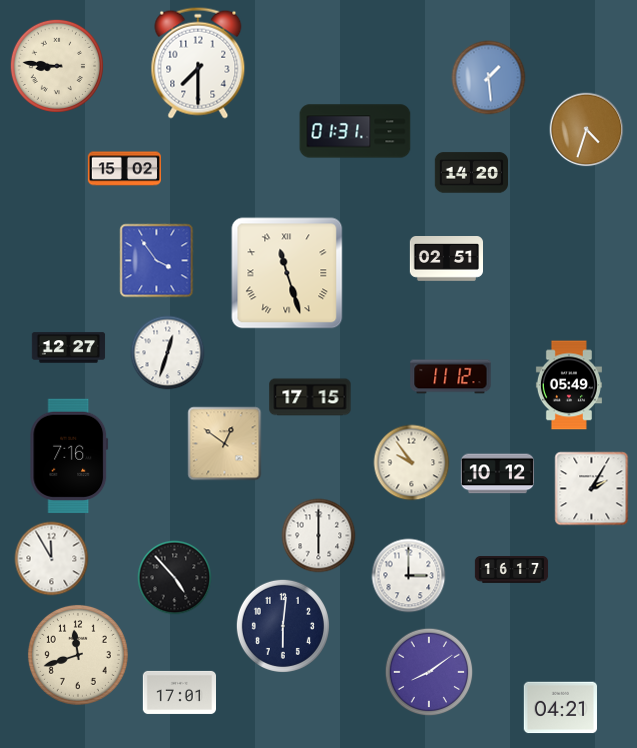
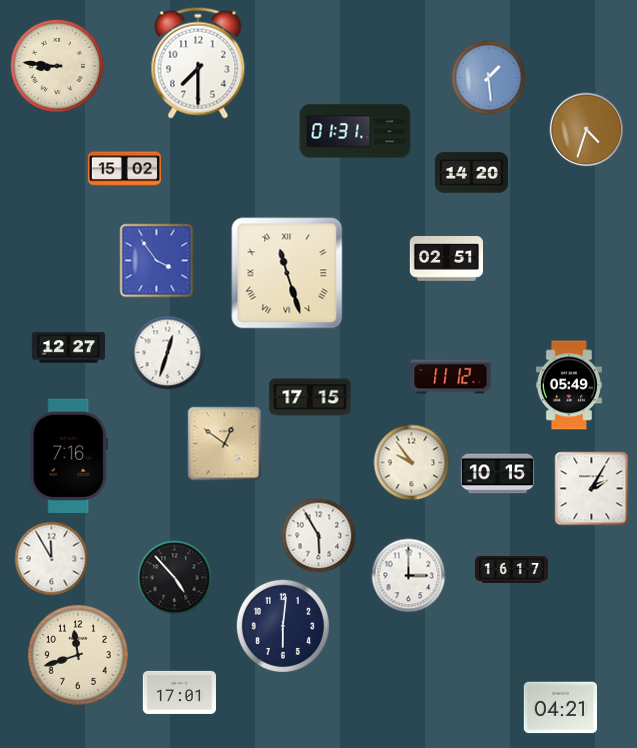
clock at (497, 474): 10:12 -> 10:15
clock at (319, 536): 6:00 -> 5:55
clock at (429, 672): 8:09 -> none
